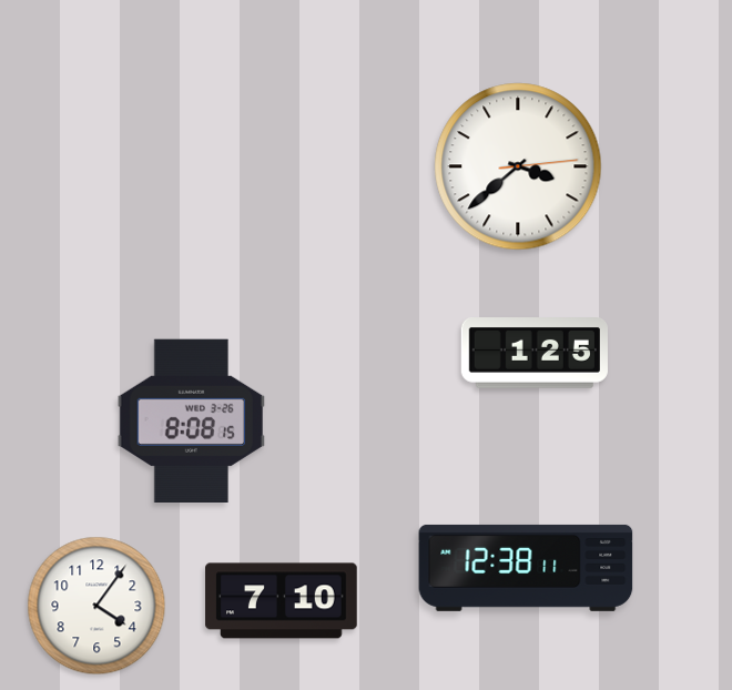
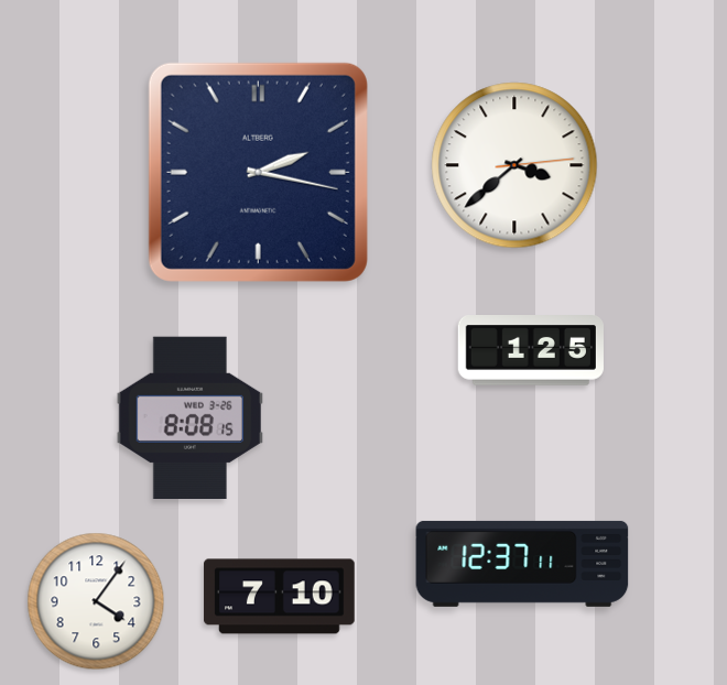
clock at (258, 172): none -> 2:17
clock at (526, 568): 12:38 -> 12:37
